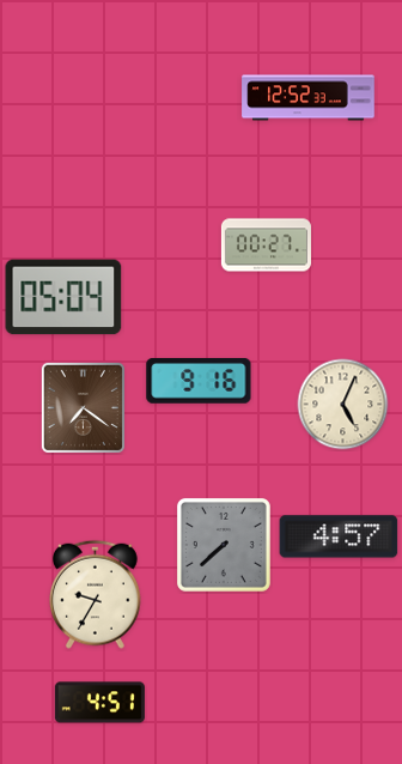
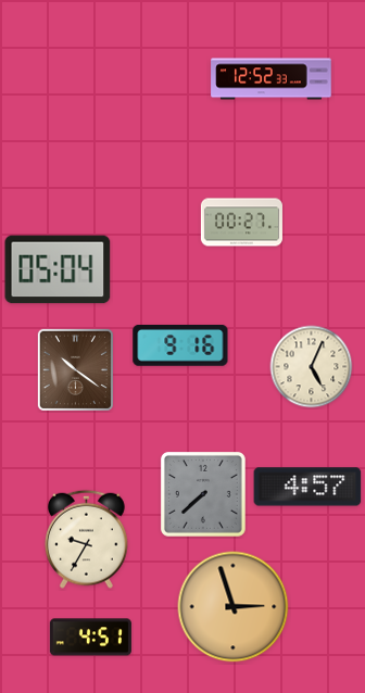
clock at (309, 98) position: (309, 98) -> (272, 79)
clock at (83, 407): 7:21 -> 10:21
clock at (234, 607): none -> 2:57
